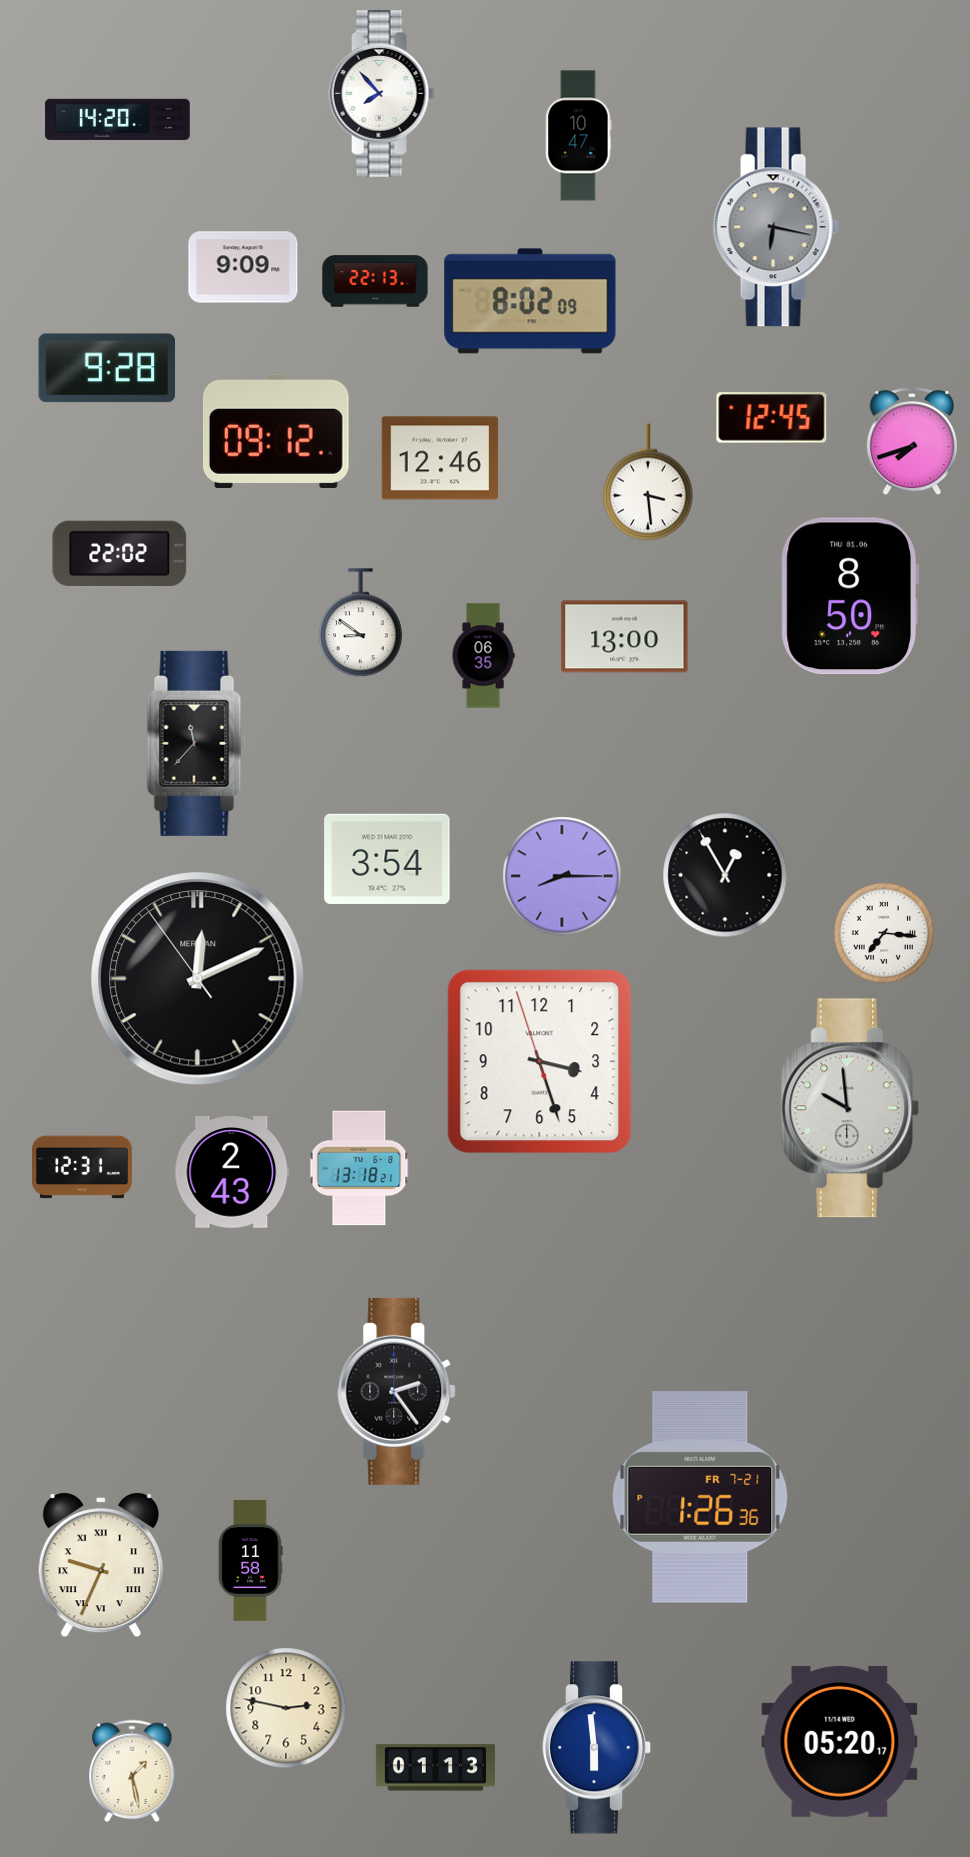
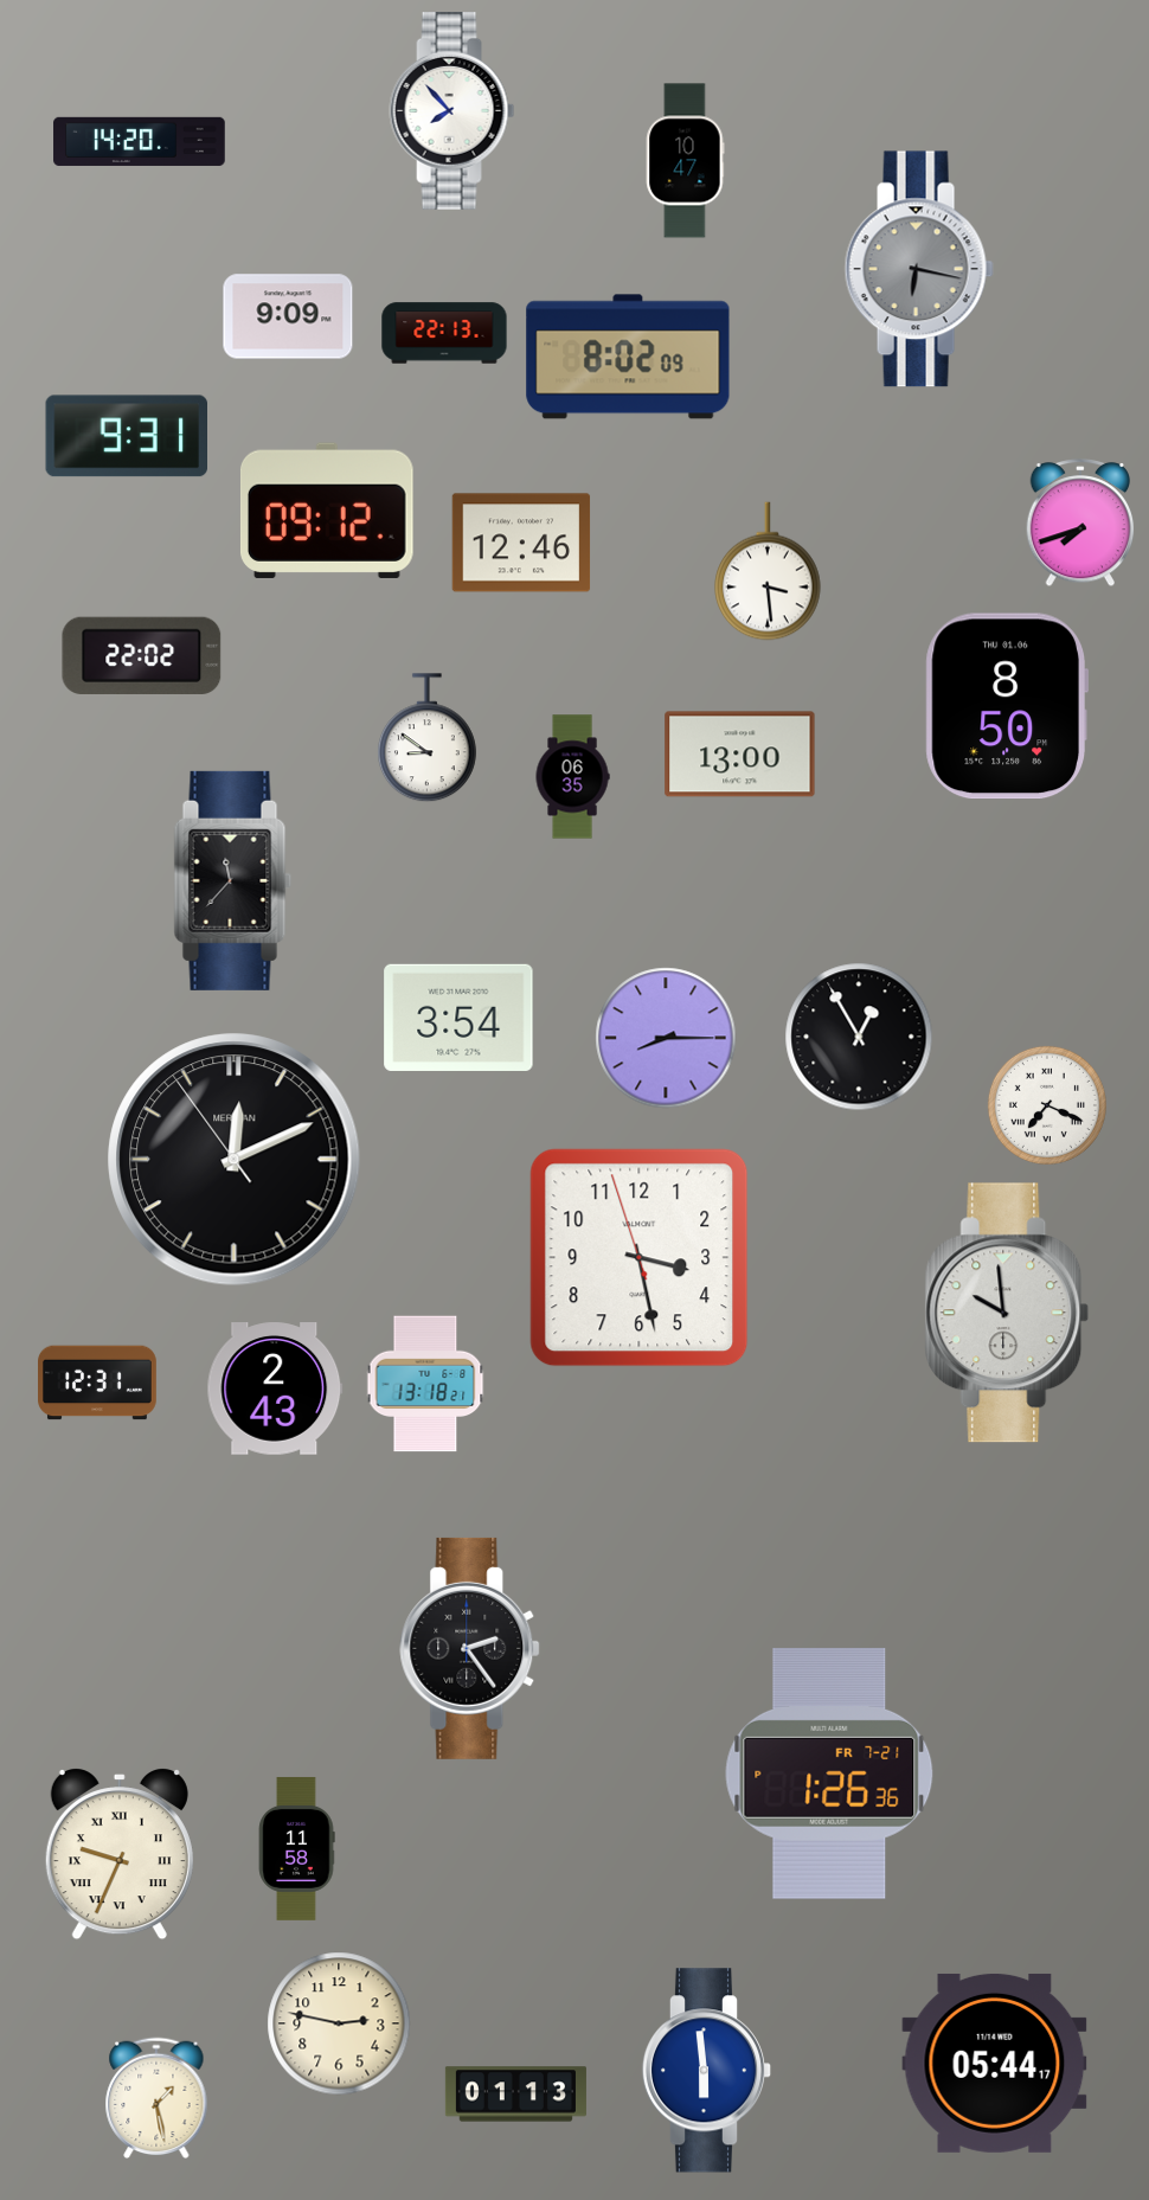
clock at (106, 368): 9:28 -> 9:31
clock at (772, 418): 12:45 -> none
clock at (884, 933): 7:16 -> 7:19
clock at (540, 1062): 3:26 -> 3:27
clock at (840, 1741): 05:20 -> 05:44
